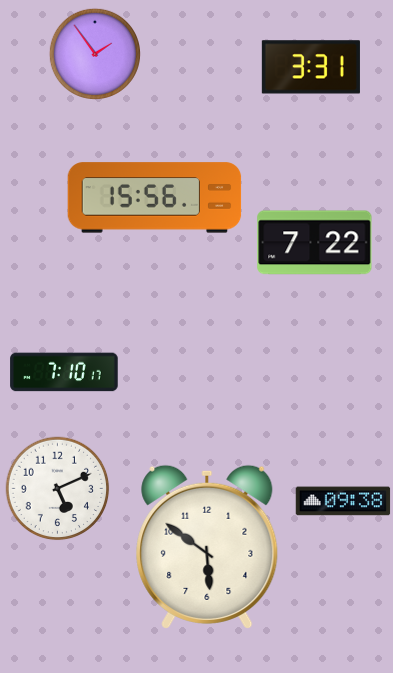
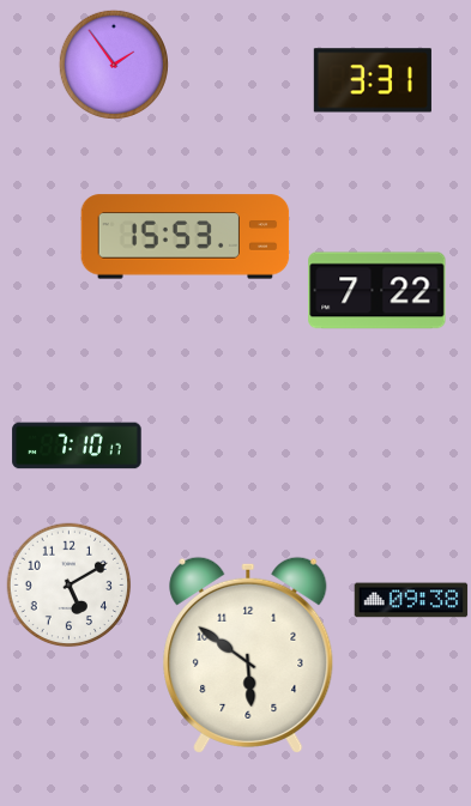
clock at (155, 198): 15:56 -> 15:53
clock at (58, 489): 5:11 -> 5:10
